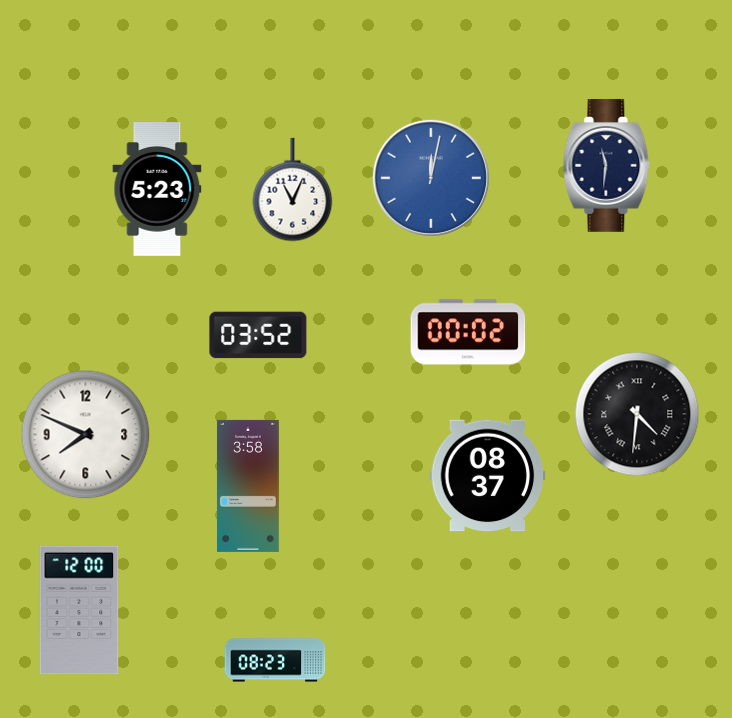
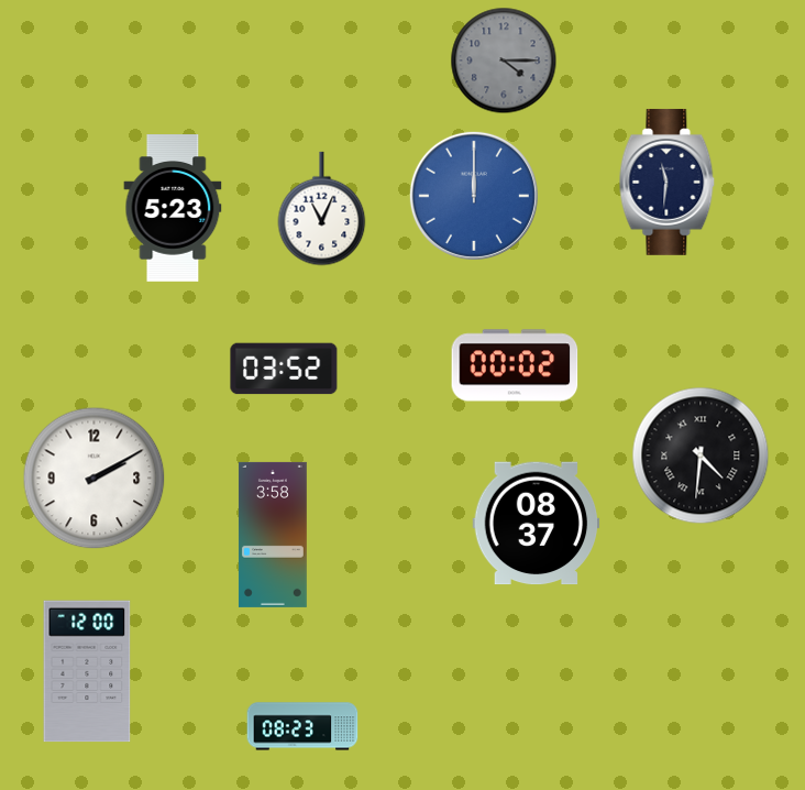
clock at (504, 61): none -> 4:15
clock at (431, 178): 12:02 -> 12:00
clock at (86, 435): 7:49 -> 2:10
